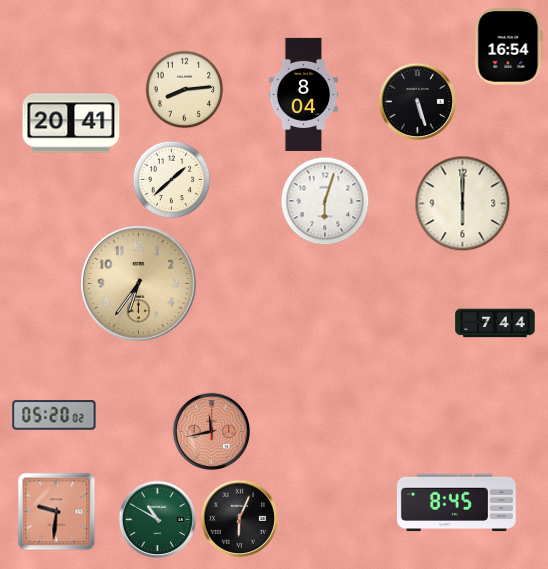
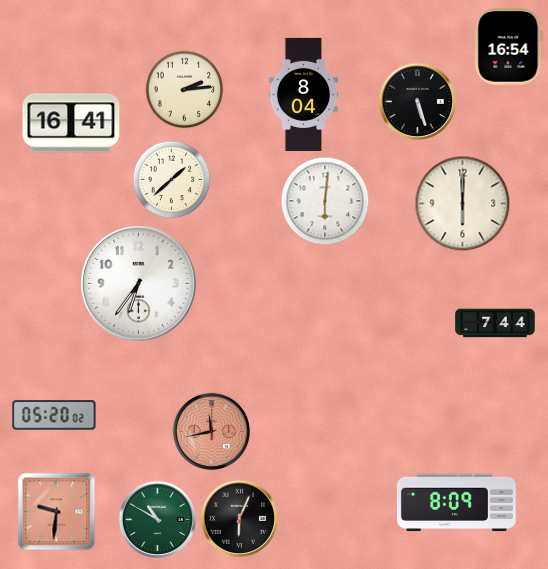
clock at (184, 89): 8:14 -> 2:14
clock at (71, 123): 20:41 -> 16:41
clock at (325, 201): 6:03 -> 6:01
clock at (139, 284) dial: champagne -> white
clock at (456, 503): 8:45 -> 8:09
